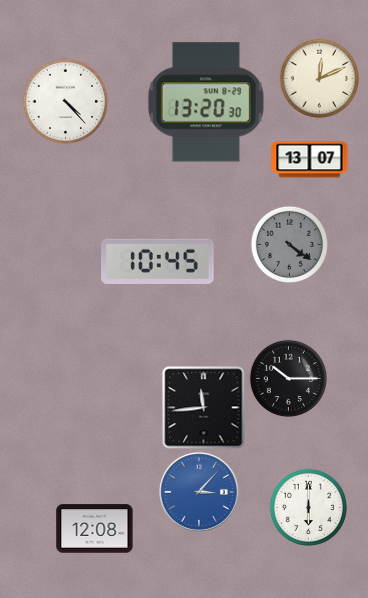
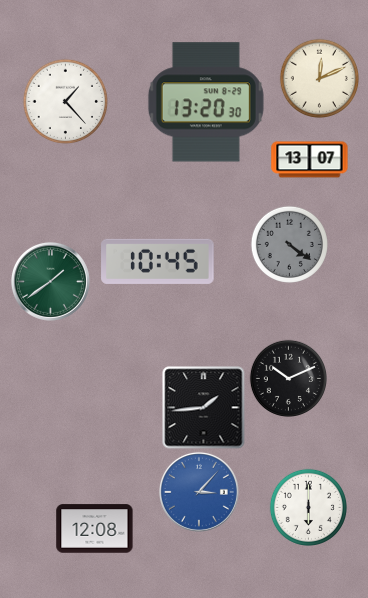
clock at (65, 101): 4:23 -> 1:23
clock at (50, 281): none -> 1:39
clock at (288, 378): 10:15 -> 10:11
clock at (204, 408): 11:44 -> 1:44
